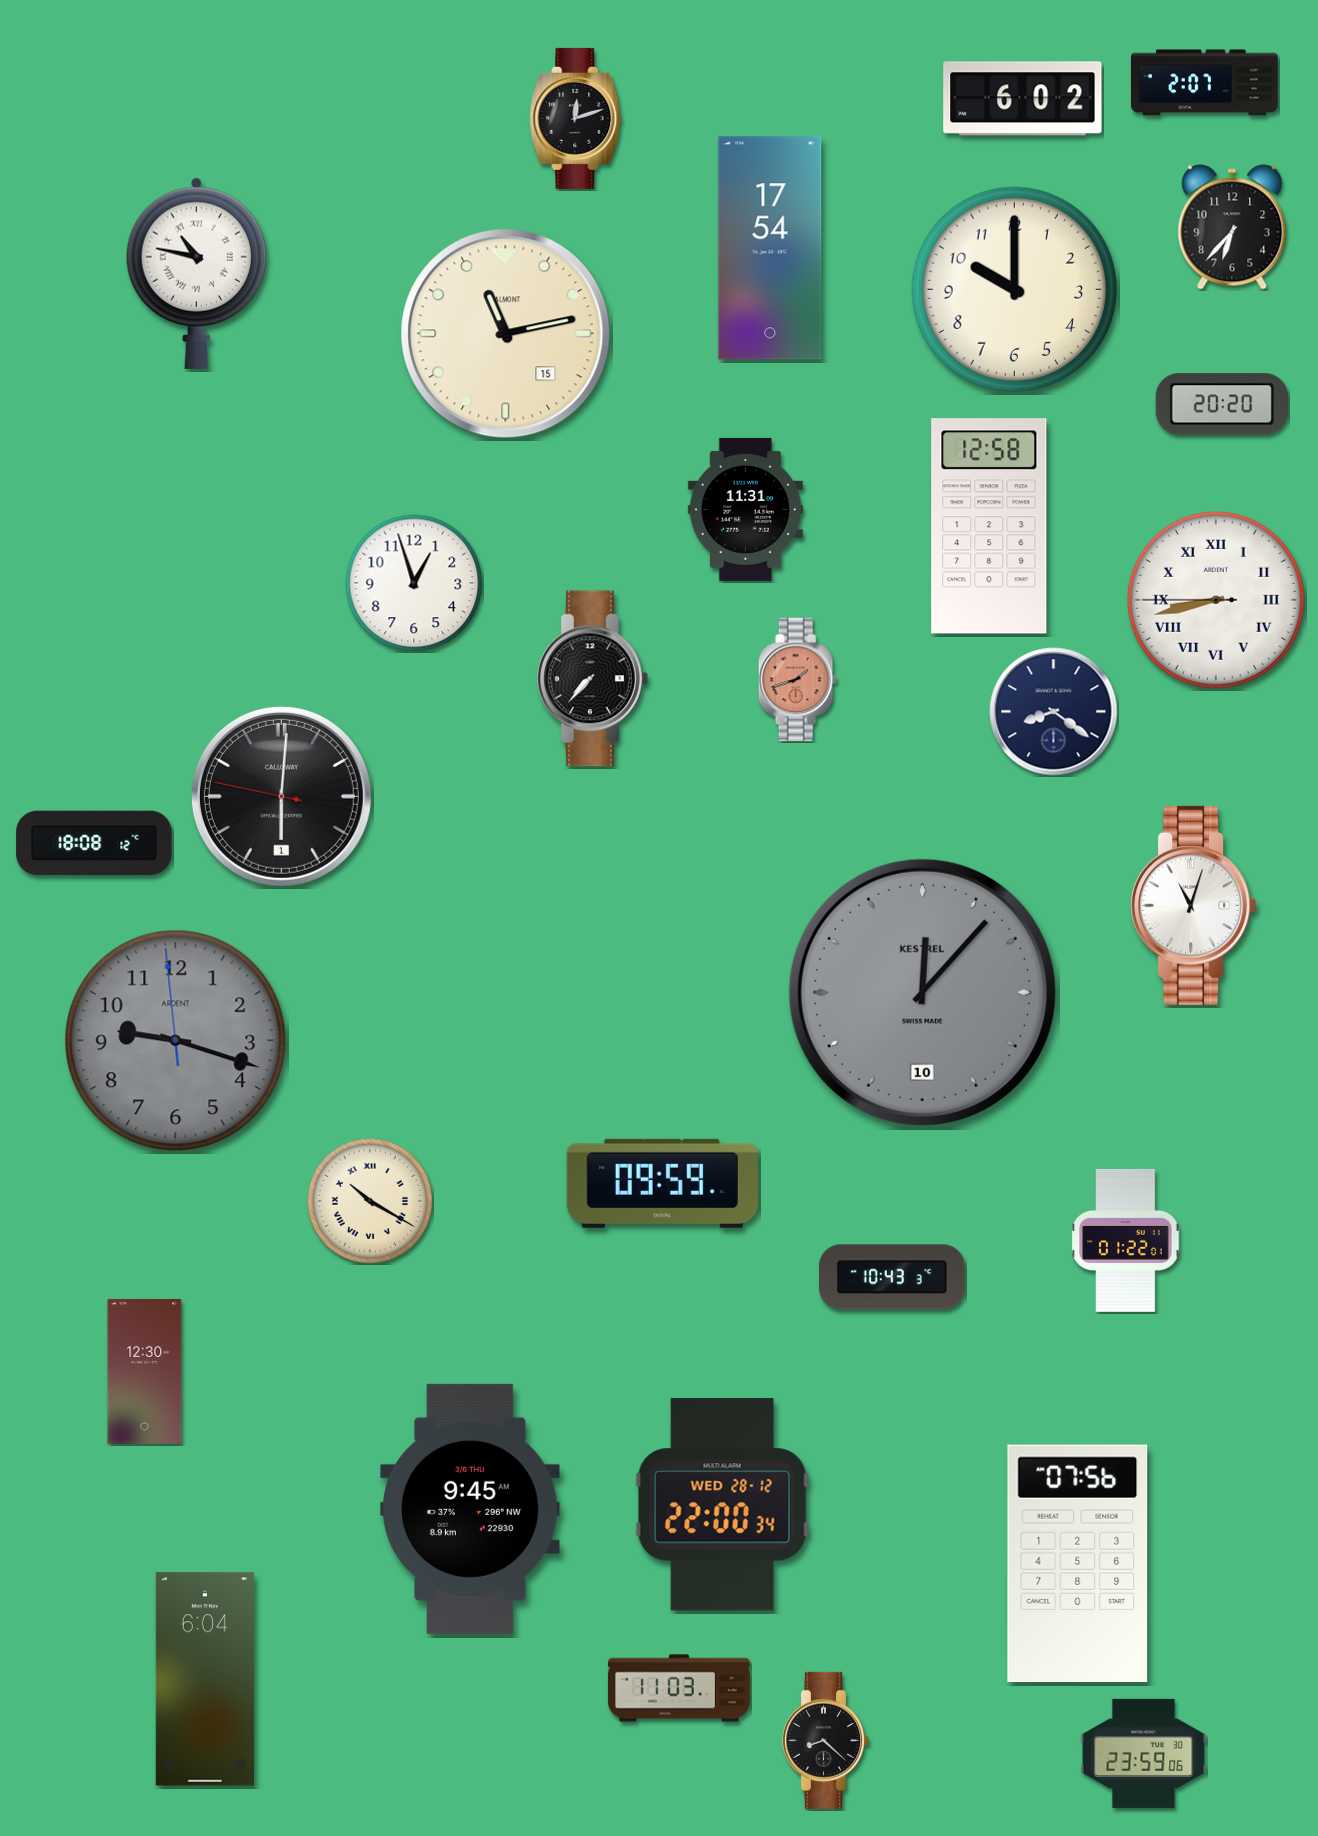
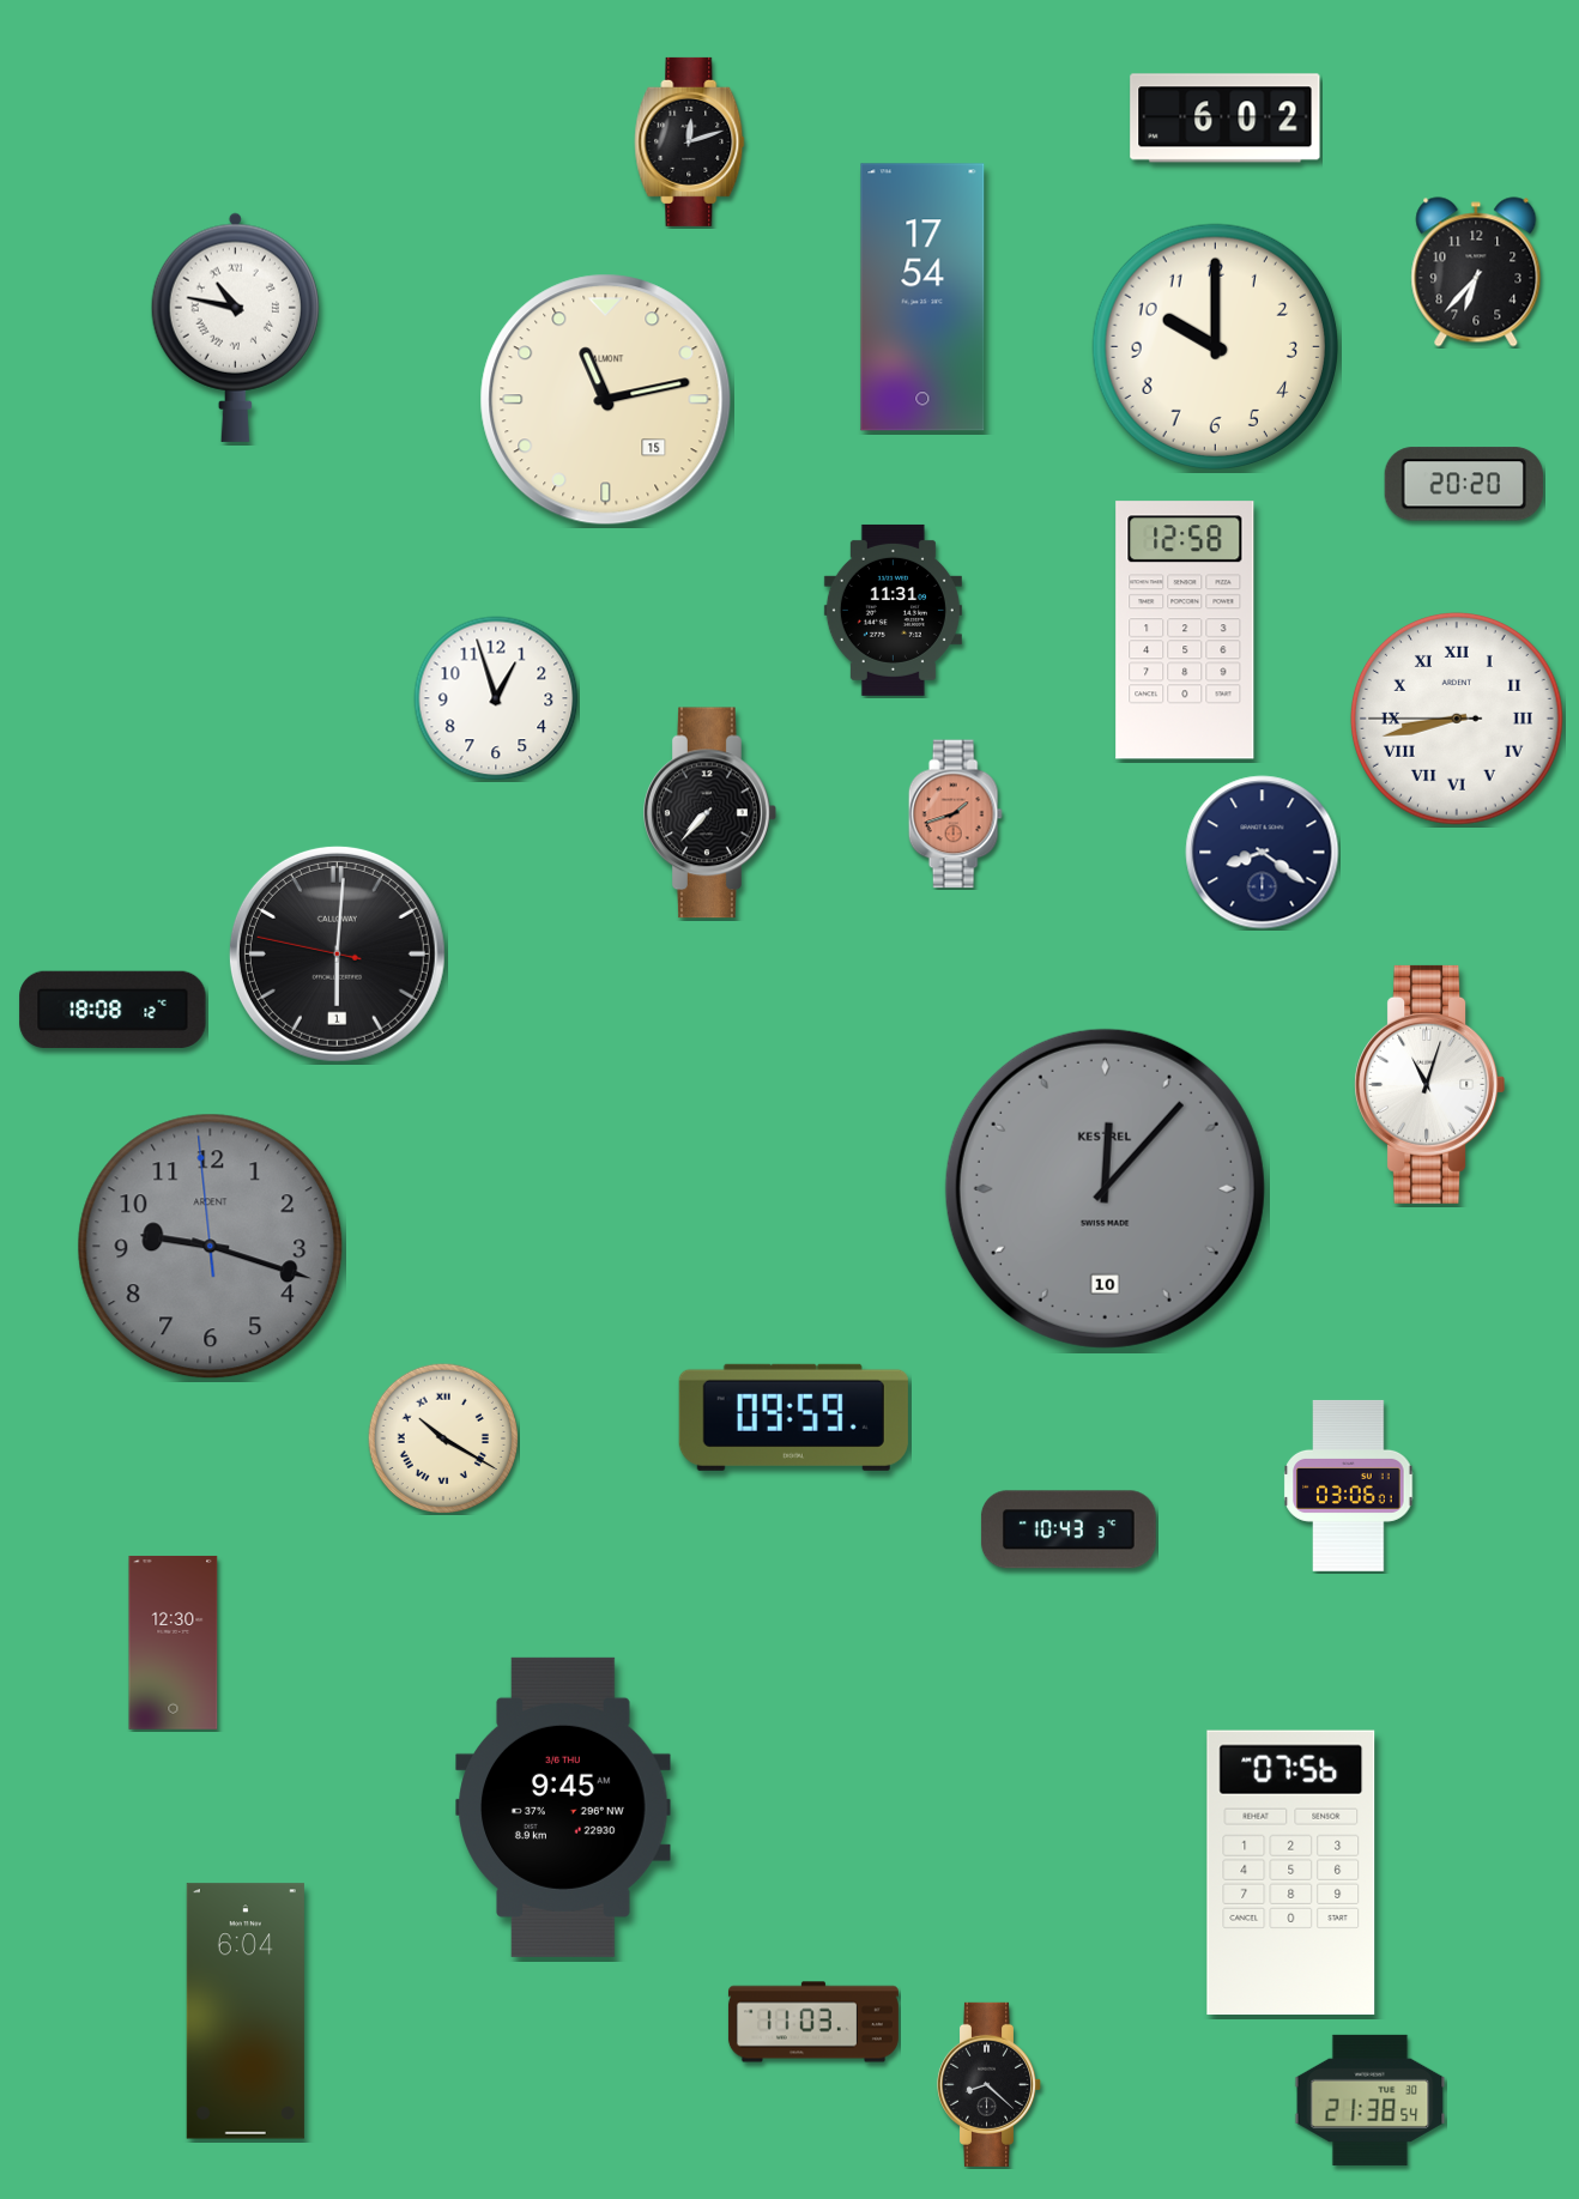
clock at (1205, 83): 2:07 -> none
clock at (1126, 1240): 01:22 -> 03:06
clock at (722, 1505): 22:00 -> none
clock at (1144, 1753): 23:59 -> 21:38
